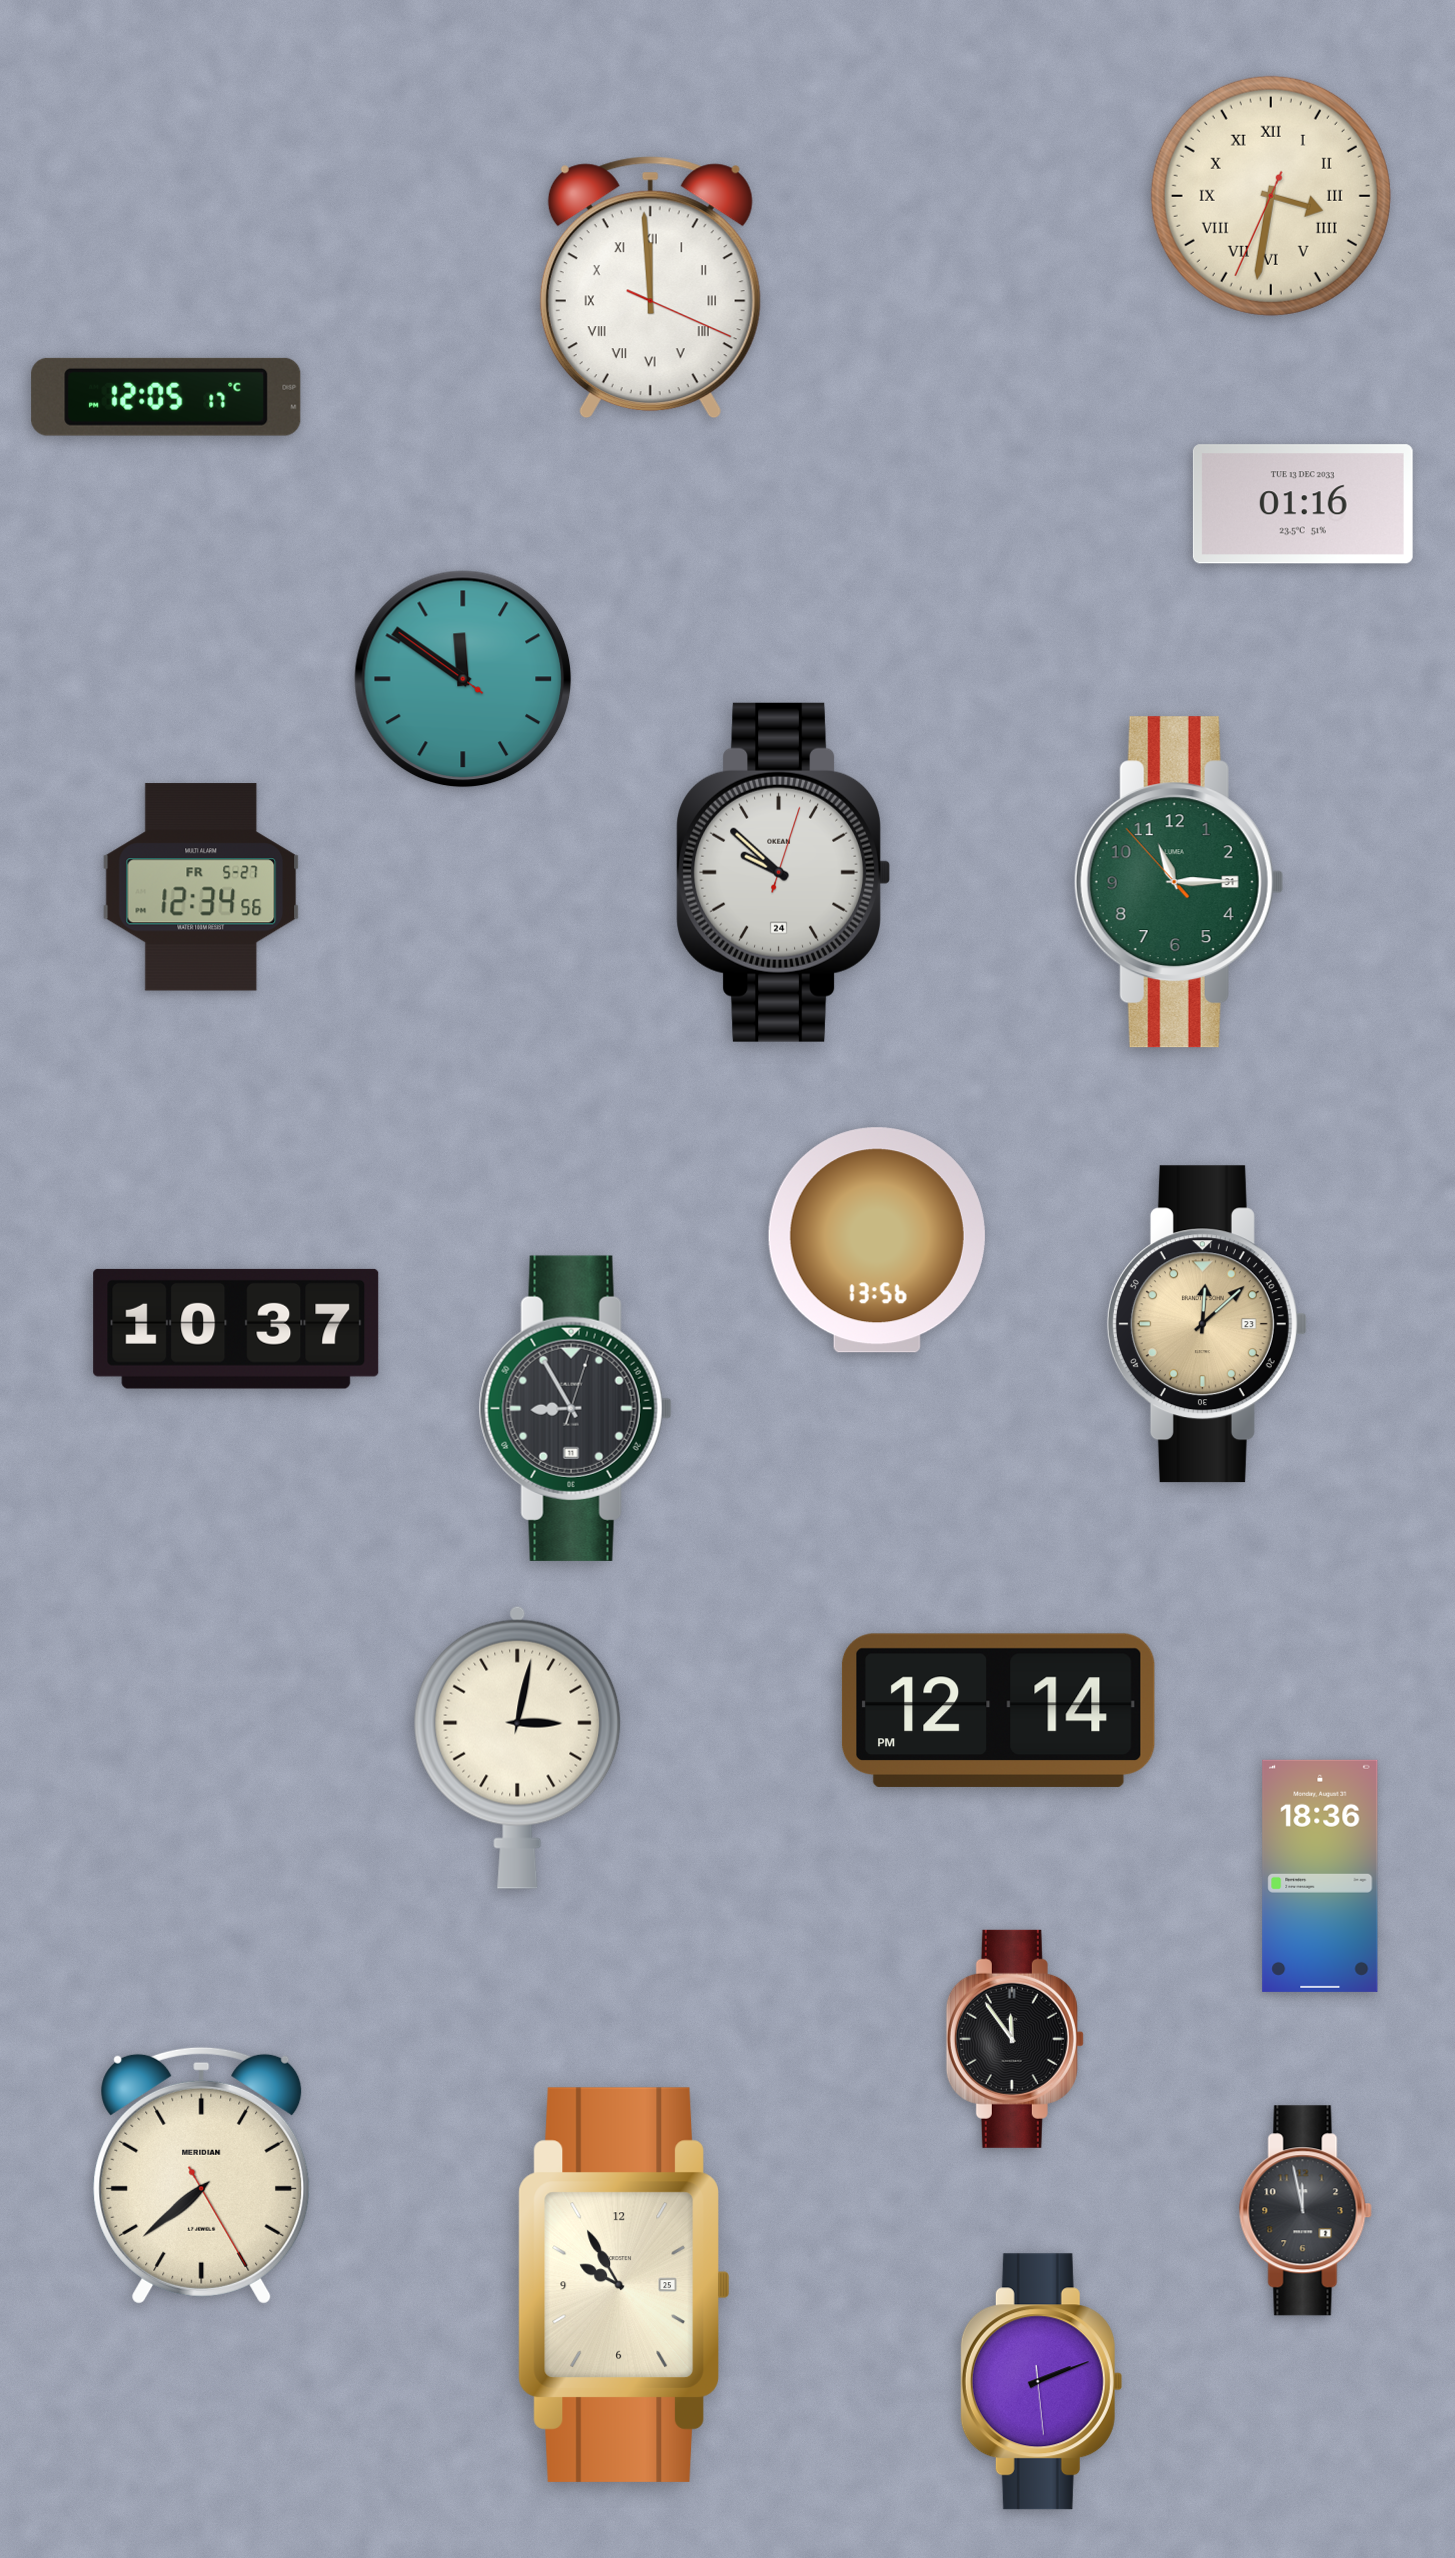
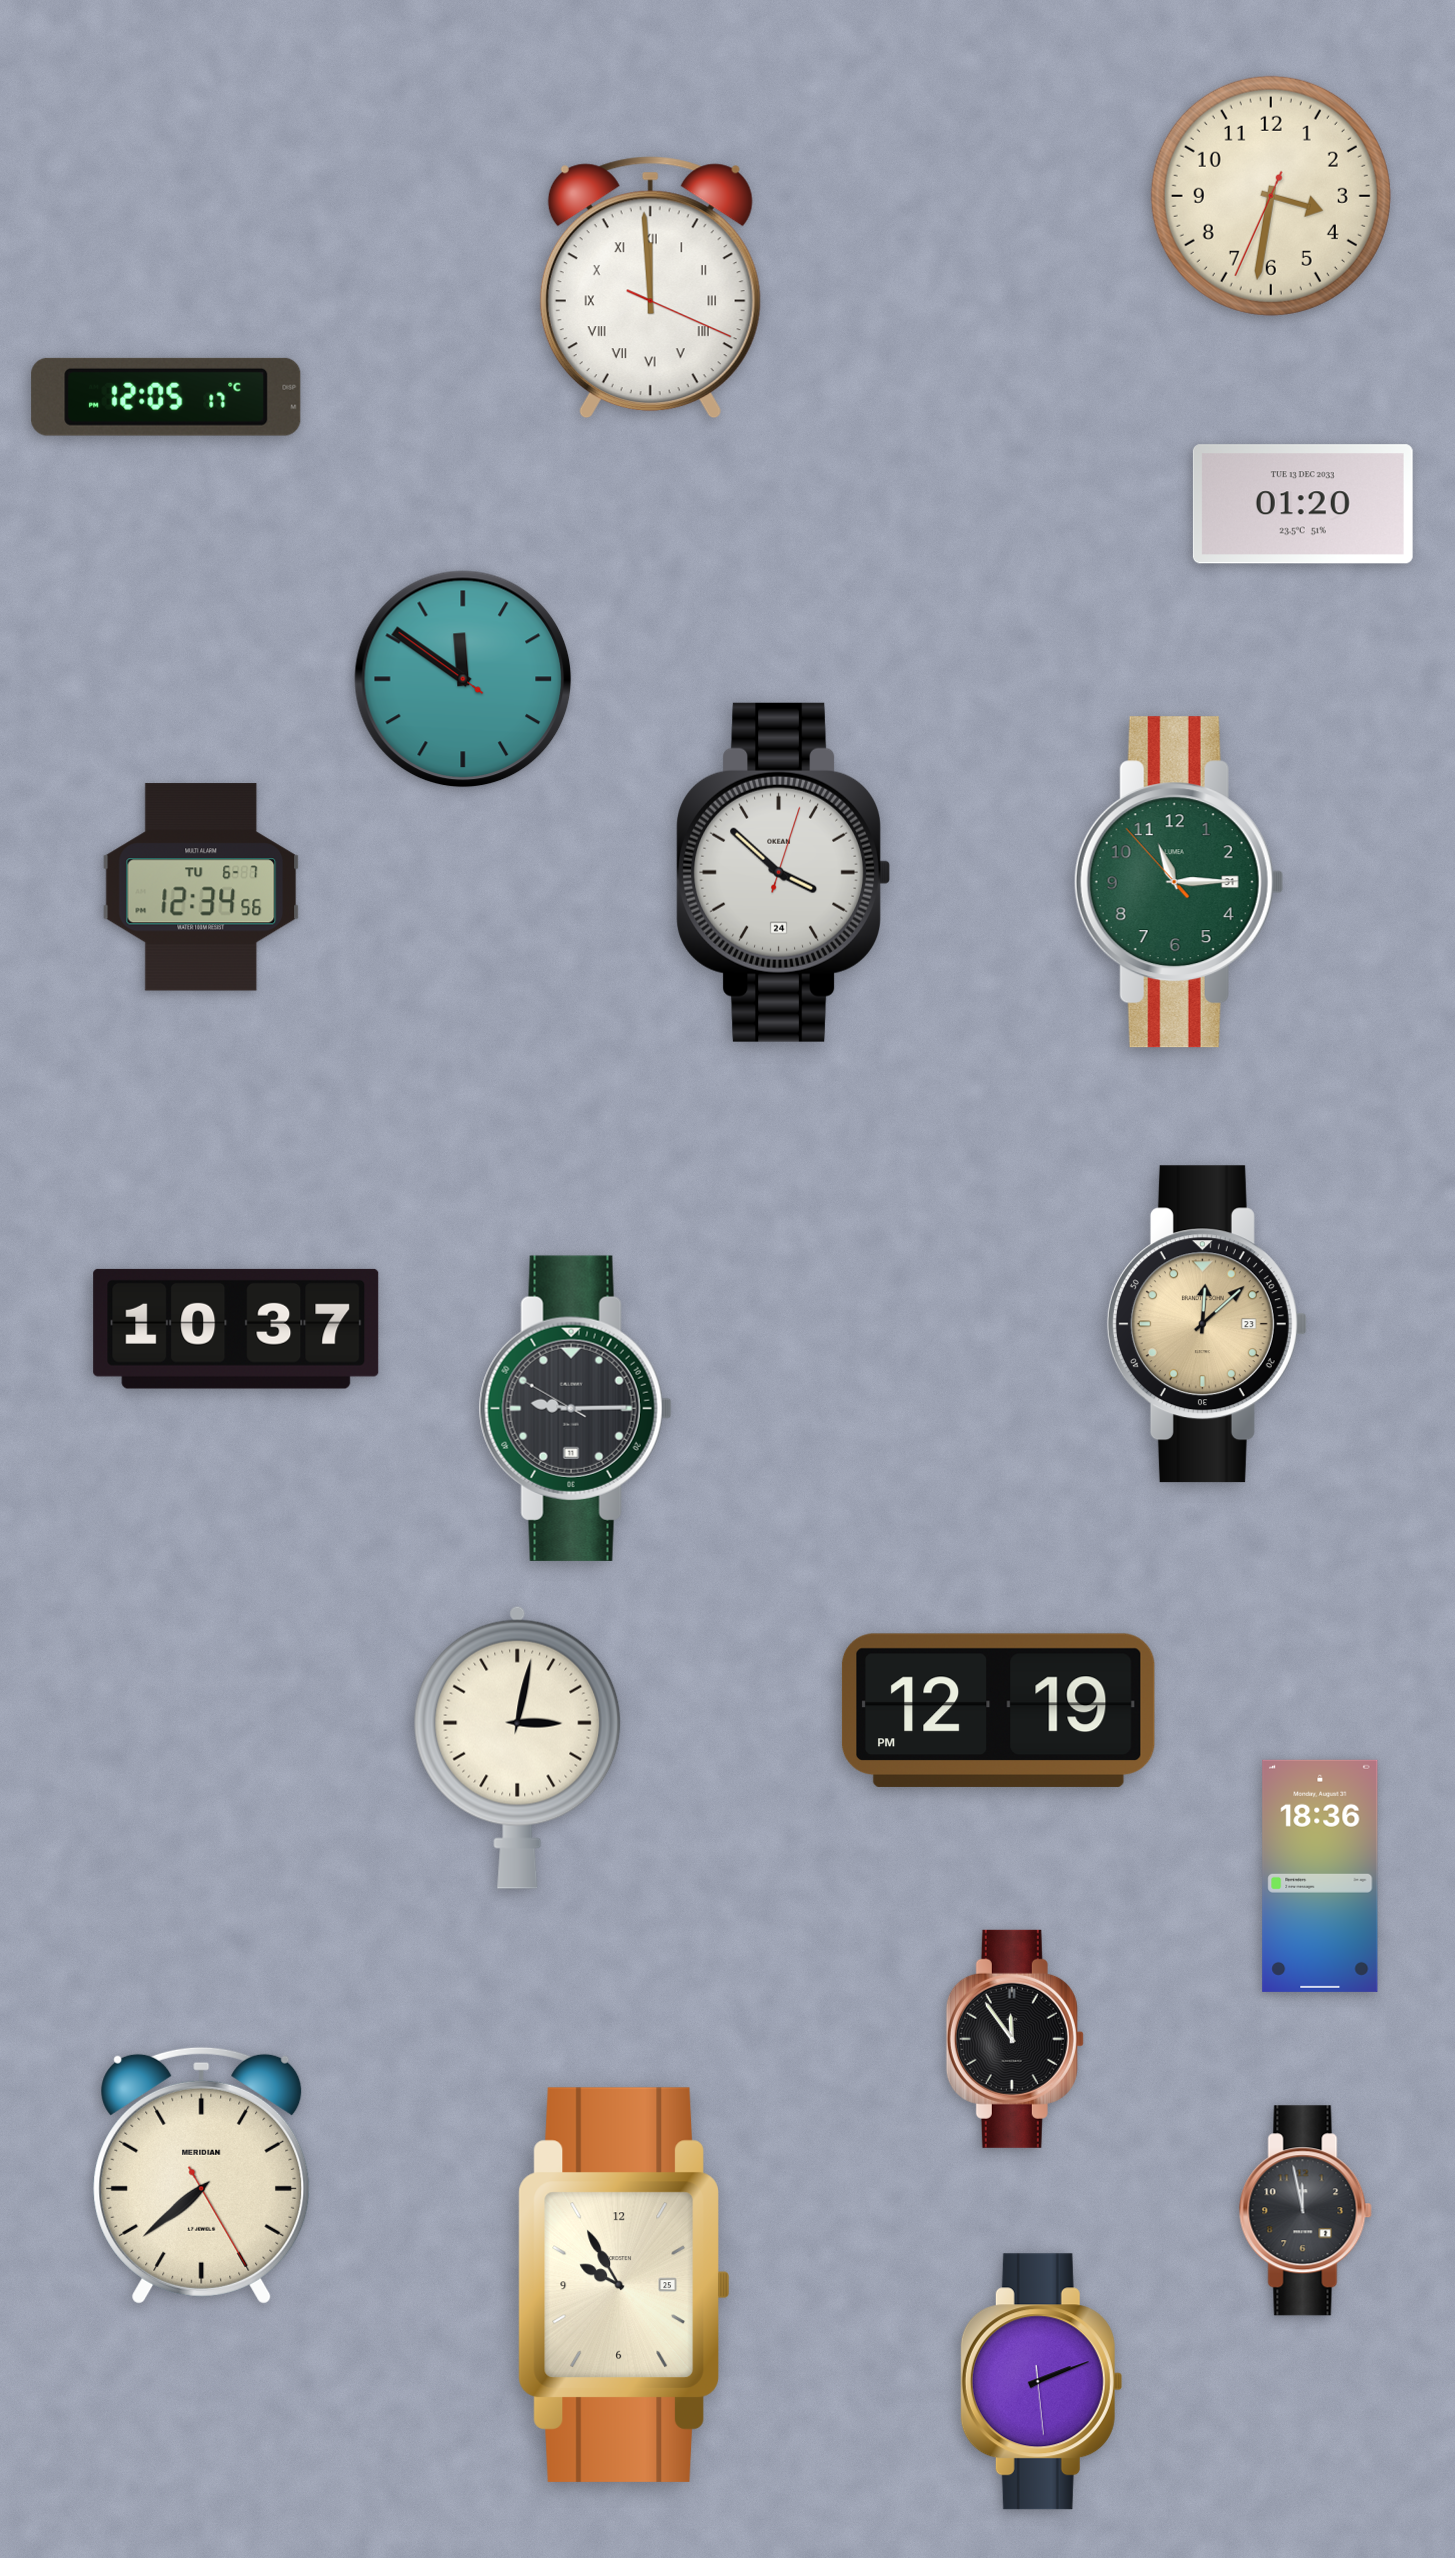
clock at (1271, 196) numerals: Roman -> Arabic
clock at (1303, 504): 01:16 -> 01:20
clock at (783, 872): 9:52 -> 3:52
clock at (201, 887) date: FR 5-27 -> TU 6-7
clock at (877, 1240): 13:56 -> none
clock at (575, 1408): 8:55 -> 9:14
clock at (998, 1710): 12:14 -> 12:19
